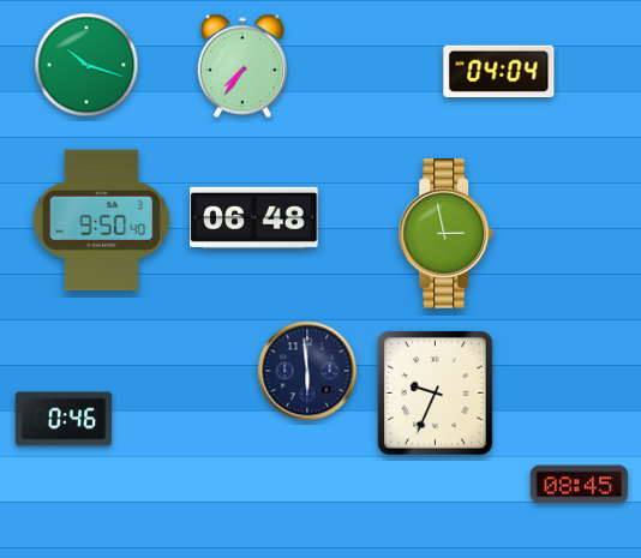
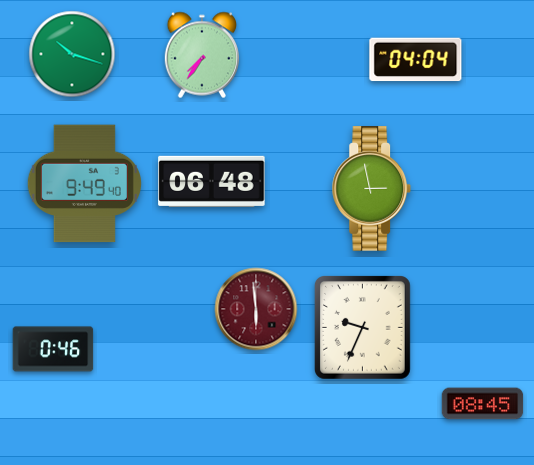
clock at (101, 221): 9:50 -> 9:49
clock at (447, 234) position: (447, 234) -> (372, 189)
clock at (307, 371) dial: navy -> burgundy
